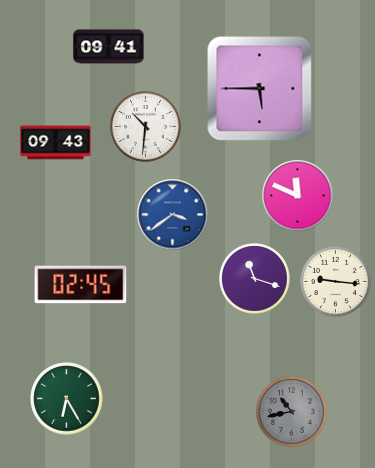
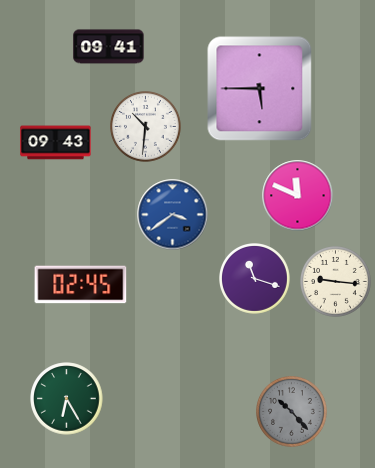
clock at (292, 412): 10:43 -> 10:23
